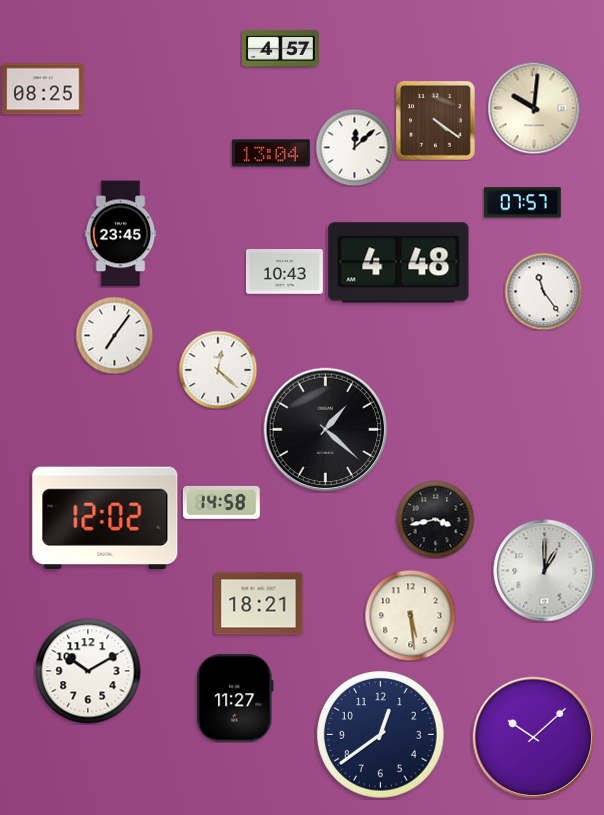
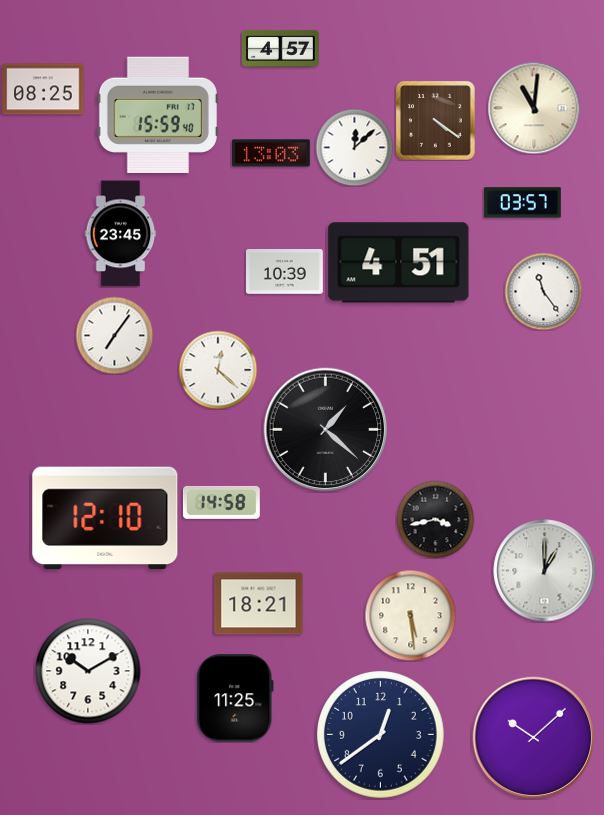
clock at (534, 108): 10:01 -> 11:01
clock at (158, 114): none -> 15:59
clock at (272, 153): 13:04 -> 13:03
clock at (522, 203): 07:57 -> 03:57
clock at (399, 263): 4:48 -> 4:51
clock at (284, 272): 10:43 -> 10:39
clock at (105, 518): 12:02 -> 12:10
clock at (236, 698): 11:27 -> 11:25
